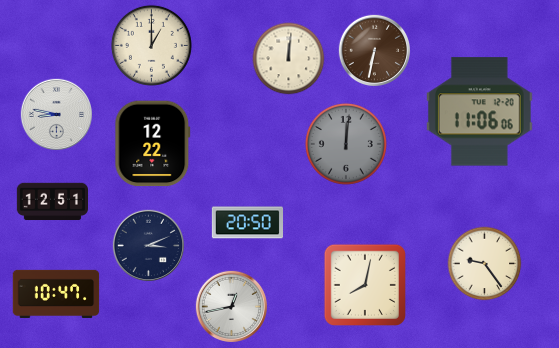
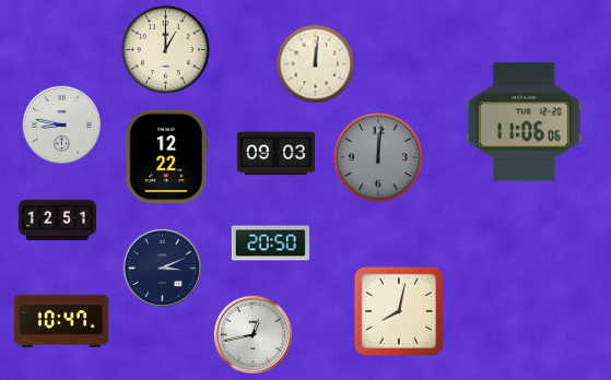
clock at (374, 50): 6:32 -> none
clock at (275, 154): none -> 09:03
clock at (485, 264): 9:24 -> none
